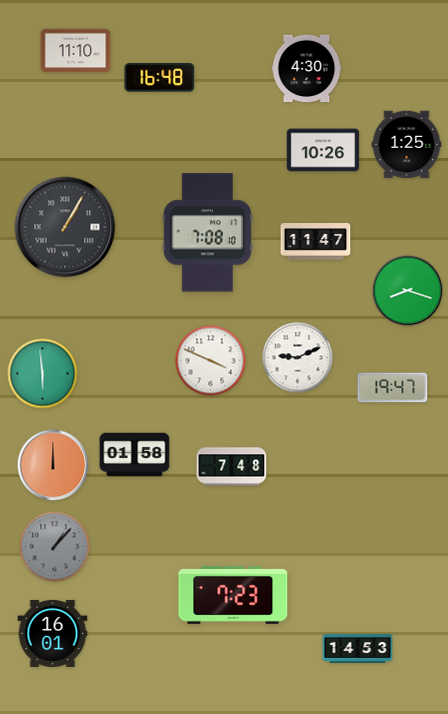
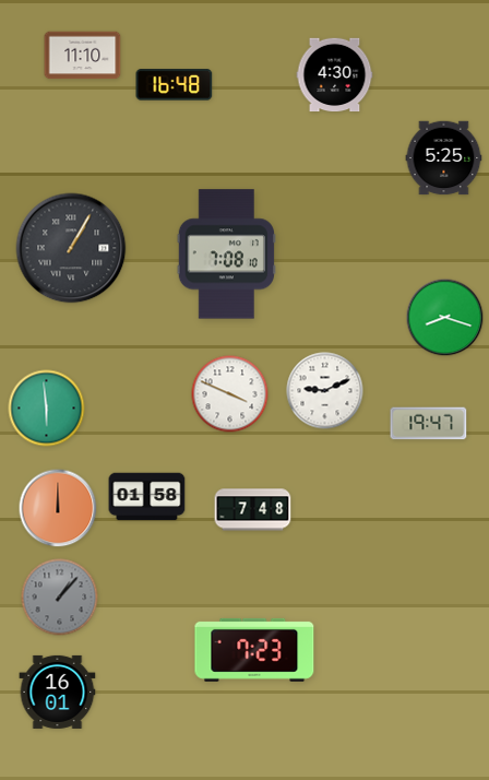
clock at (407, 145): 1:25 -> 5:25
clock at (323, 150): 10:26 -> none
clock at (316, 242): 11:47 -> none
clock at (358, 649): 14:53 -> none
